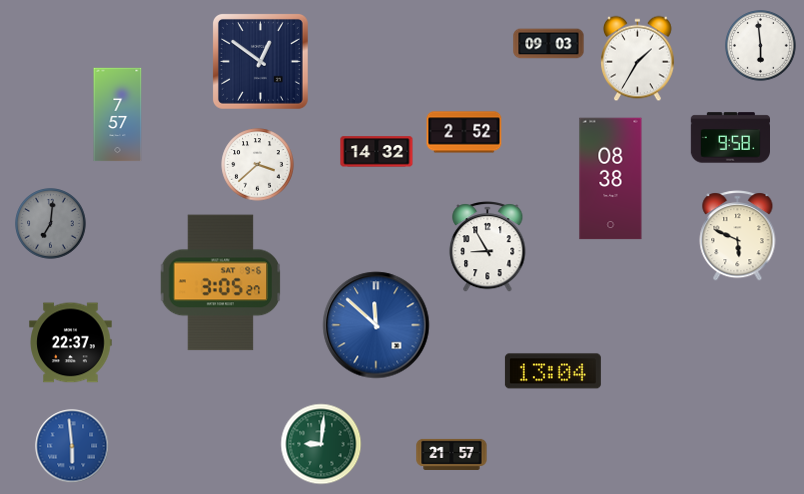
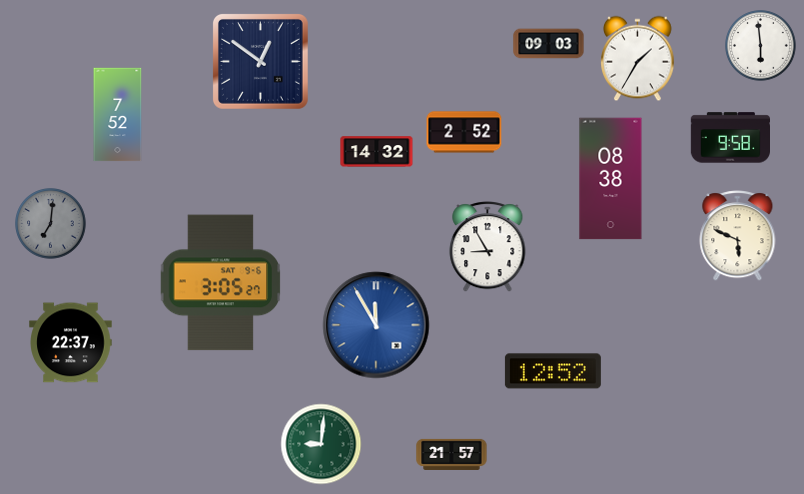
clock at (118, 115): 7:57 -> 7:52
clock at (258, 165): 3:38 -> none
clock at (376, 325): 11:52 -> 11:55
clock at (553, 371): 13:04 -> 12:52
clock at (72, 446): 5:59 -> none
